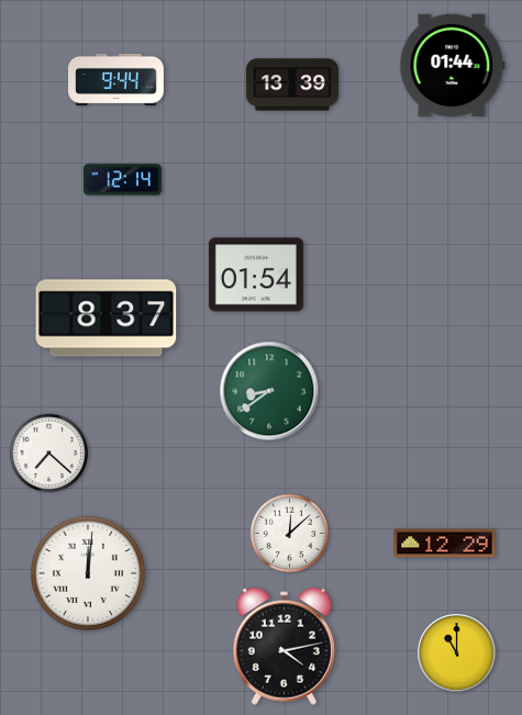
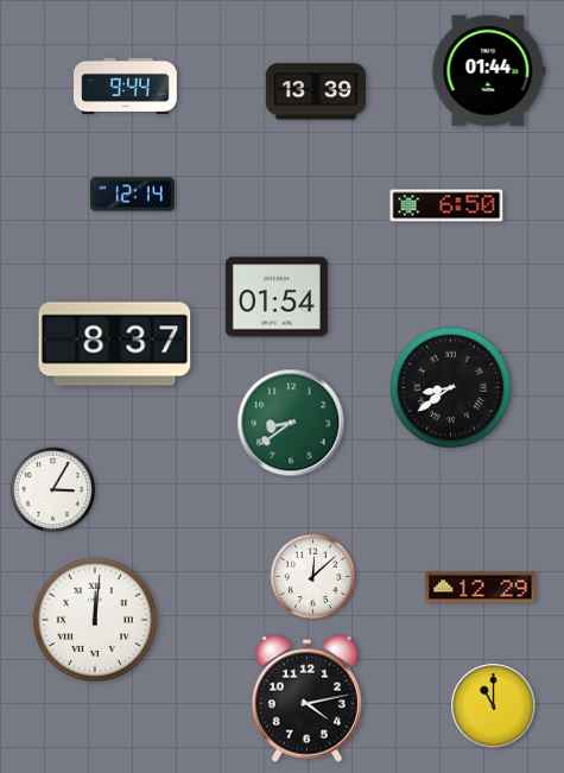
clock at (446, 205): none -> 6:50
clock at (451, 388): none -> 8:39
clock at (49, 454): 7:22 -> 3:05
